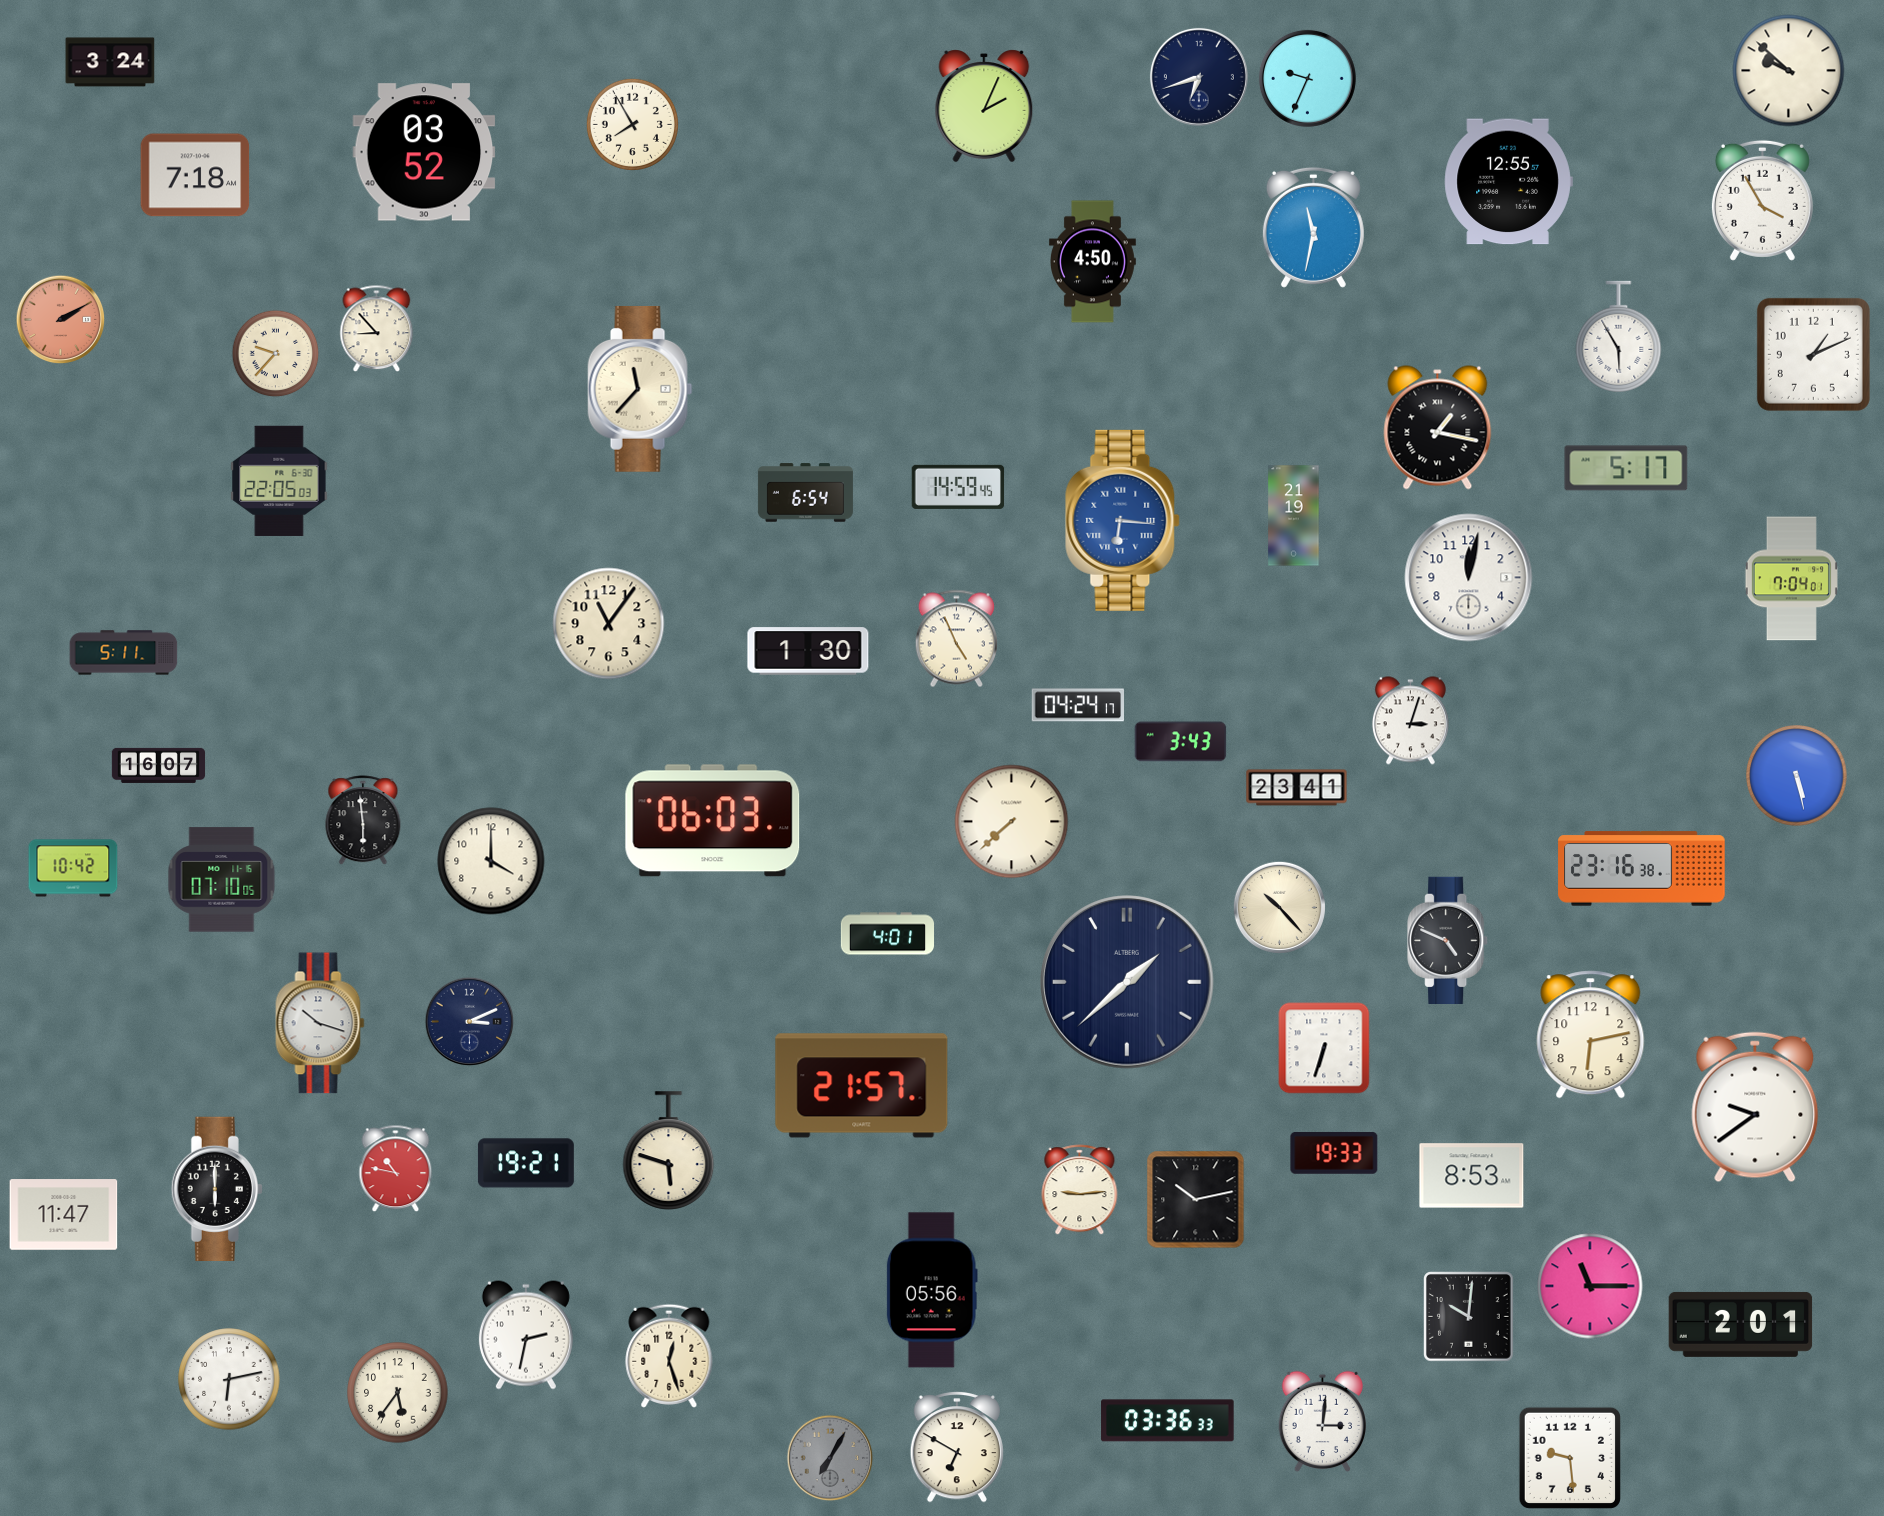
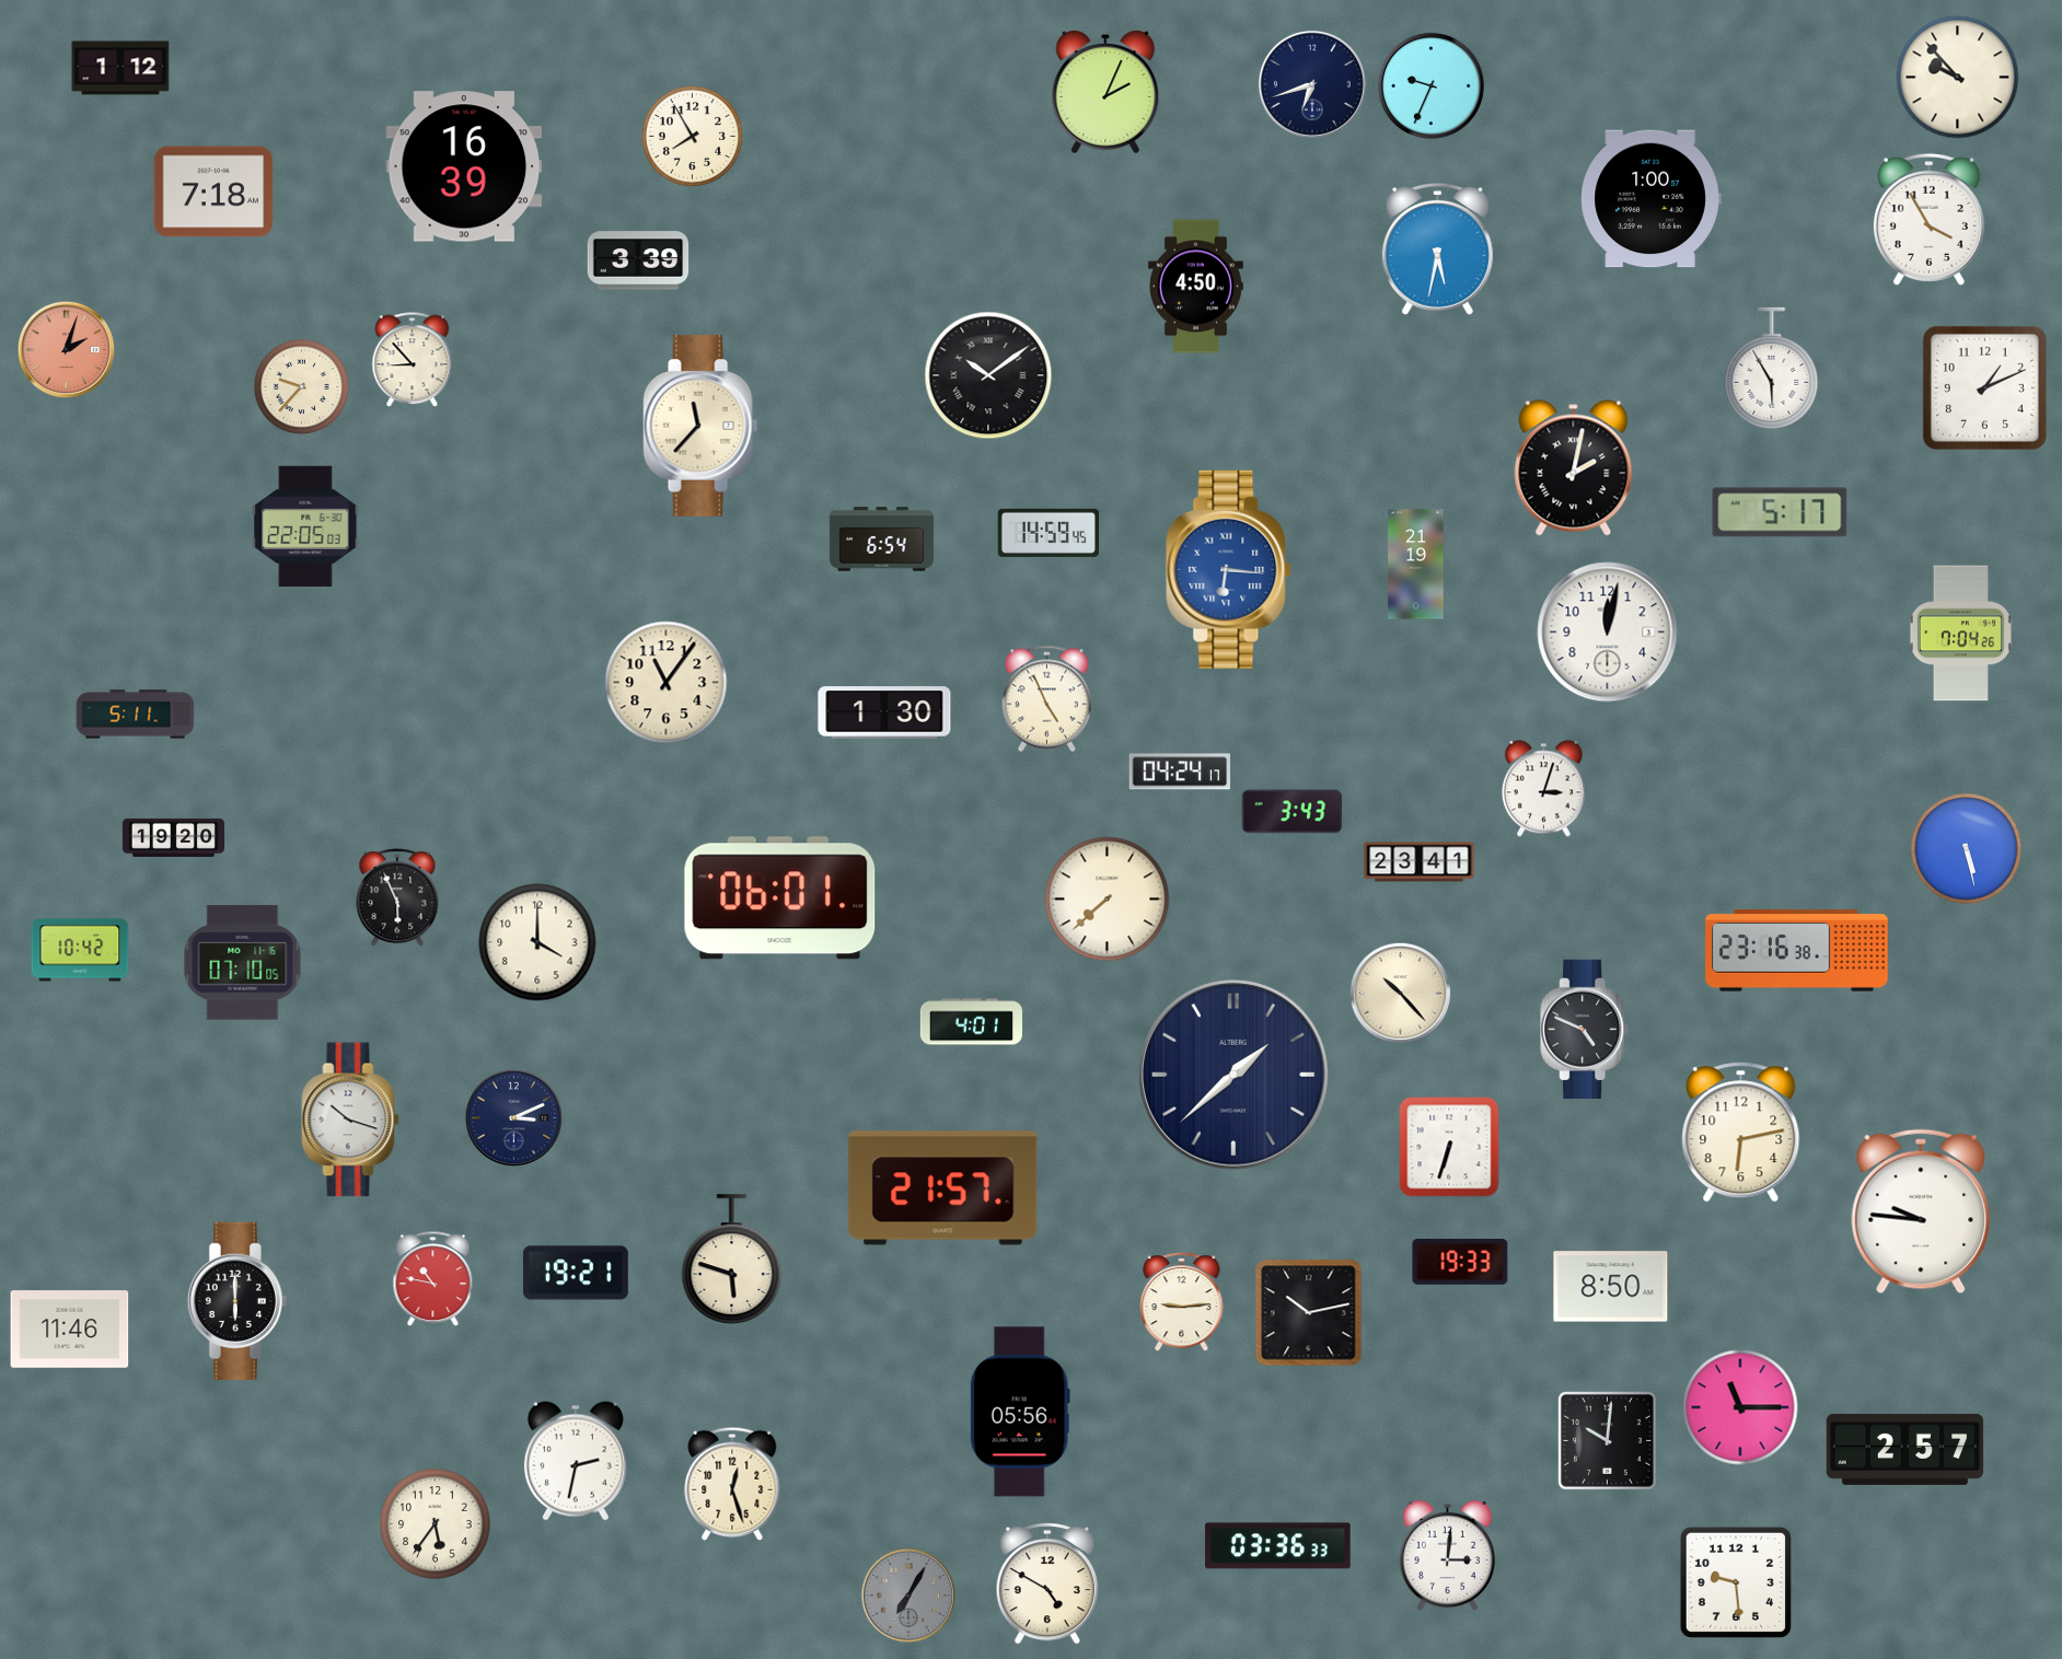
clock at (110, 62): 3:24 -> 1:12
clock at (1789, 71): 9:52 -> 9:53
clock at (984, 106) position: (984, 106) -> (1105, 92)
clock at (424, 152): 03:52 -> 16:39
clock at (1508, 182): 12:55 -> 1:00
clock at (1313, 227): 11:32 -> 5:32
clock at (638, 260): none -> 3:39
clock at (61, 320): 2:10 -> 2:03
clock at (988, 375): none -> 10:09
clock at (1438, 428): 1:17 -> 2:02
clock at (1791, 579): 7:04:01 -> 7:04:26
clock at (159, 765): 16:07 -> 19:20
clock at (363, 821): 5:59 -> 5:56
clock at (713, 821): 06:03 -> 06:01
clock at (1755, 1107): 9:39 -> 9:46
clock at (1472, 1176): 8:53 -> 8:50
clock at (64, 1215): 11:47 -> 11:46
clock at (1741, 1324): 2:01 -> 2:57
clock at (229, 1379): 6:13 -> none
clock at (1168, 1421) position: (1168, 1421) -> (1278, 1546)
clock at (956, 1447): 6:50 -> 4:50
clock at (1570, 1458) position: (1570, 1458) -> (1736, 1582)
